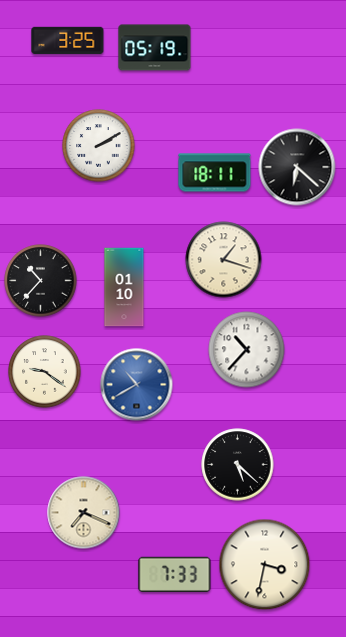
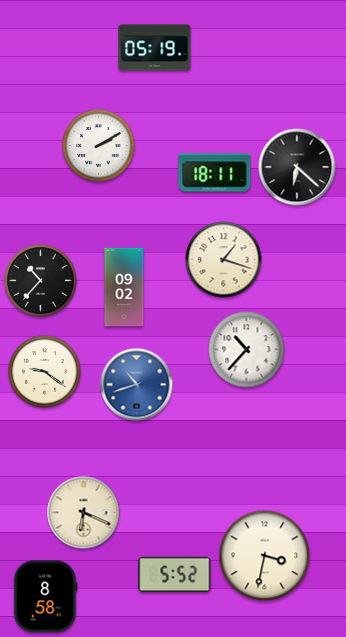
clock at (68, 40): 3:25 -> none
clock at (124, 287): 01:10 -> 09:02
clock at (137, 385): 10:40 -> 10:42
clock at (238, 465): 5:22 -> none
clock at (84, 513): 7:19 -> 6:19
clock at (265, 565) position: (265, 565) -> (265, 556)
clock at (175, 574): 7:33 -> 5:52
clock at (45, 597): none -> 8:58
